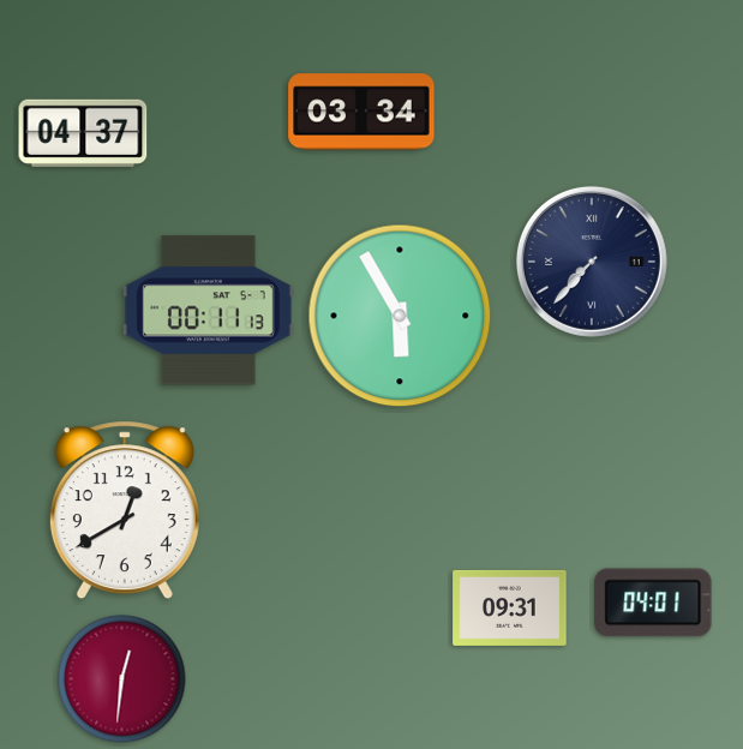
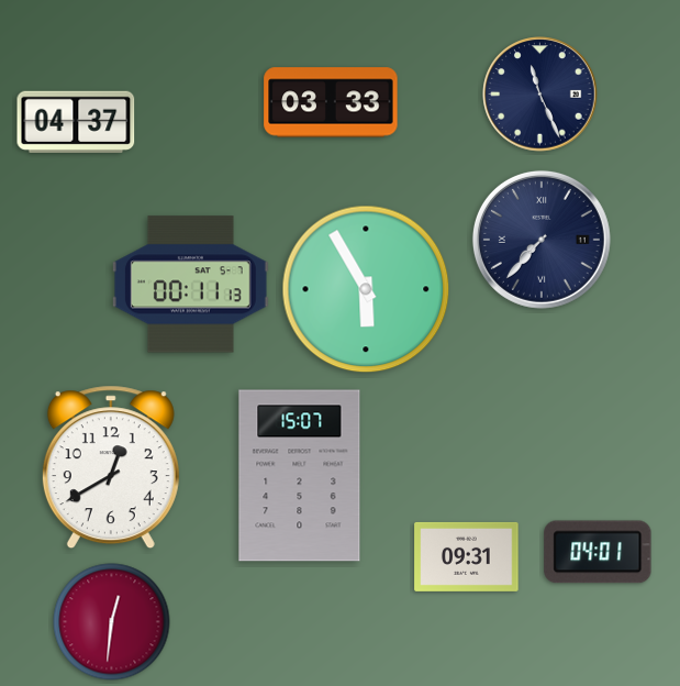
clock at (540, 95): none -> 11:26
clock at (361, 112): 03:34 -> 03:33
clock at (125, 510) position: (125, 510) -> (111, 467)
clock at (300, 476): none -> 15:07
